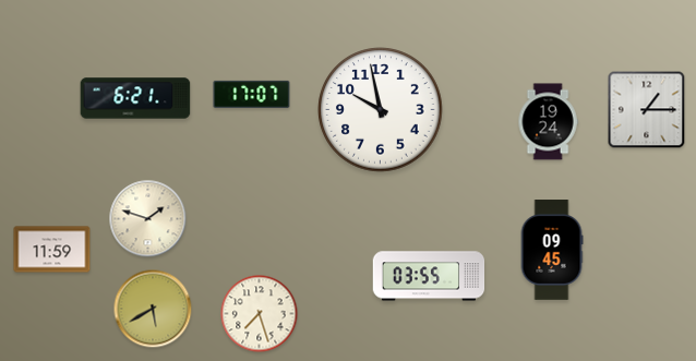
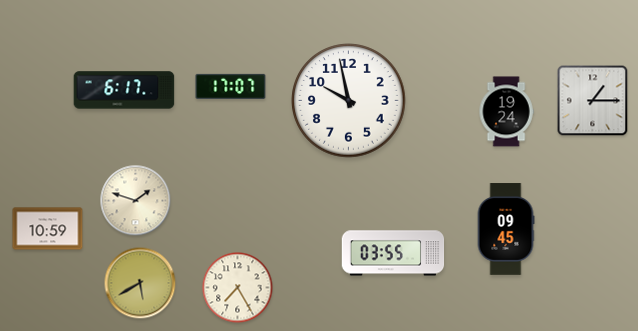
clock at (135, 98): 6:21 -> 6:17
clock at (548, 122) position: (548, 122) -> (506, 112)
clock at (52, 250): 11:59 -> 10:59
clock at (260, 314): 7:27 -> 7:25
